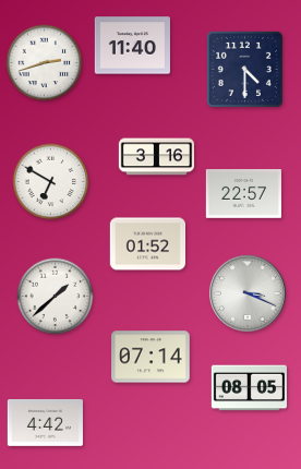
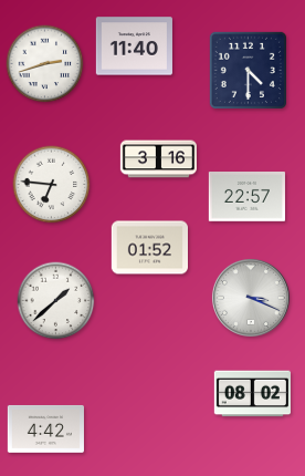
clock at (51, 182): 6:50 -> 6:46
clock at (150, 357): 07:14 -> none
clock at (249, 388): 08:05 -> 08:02
